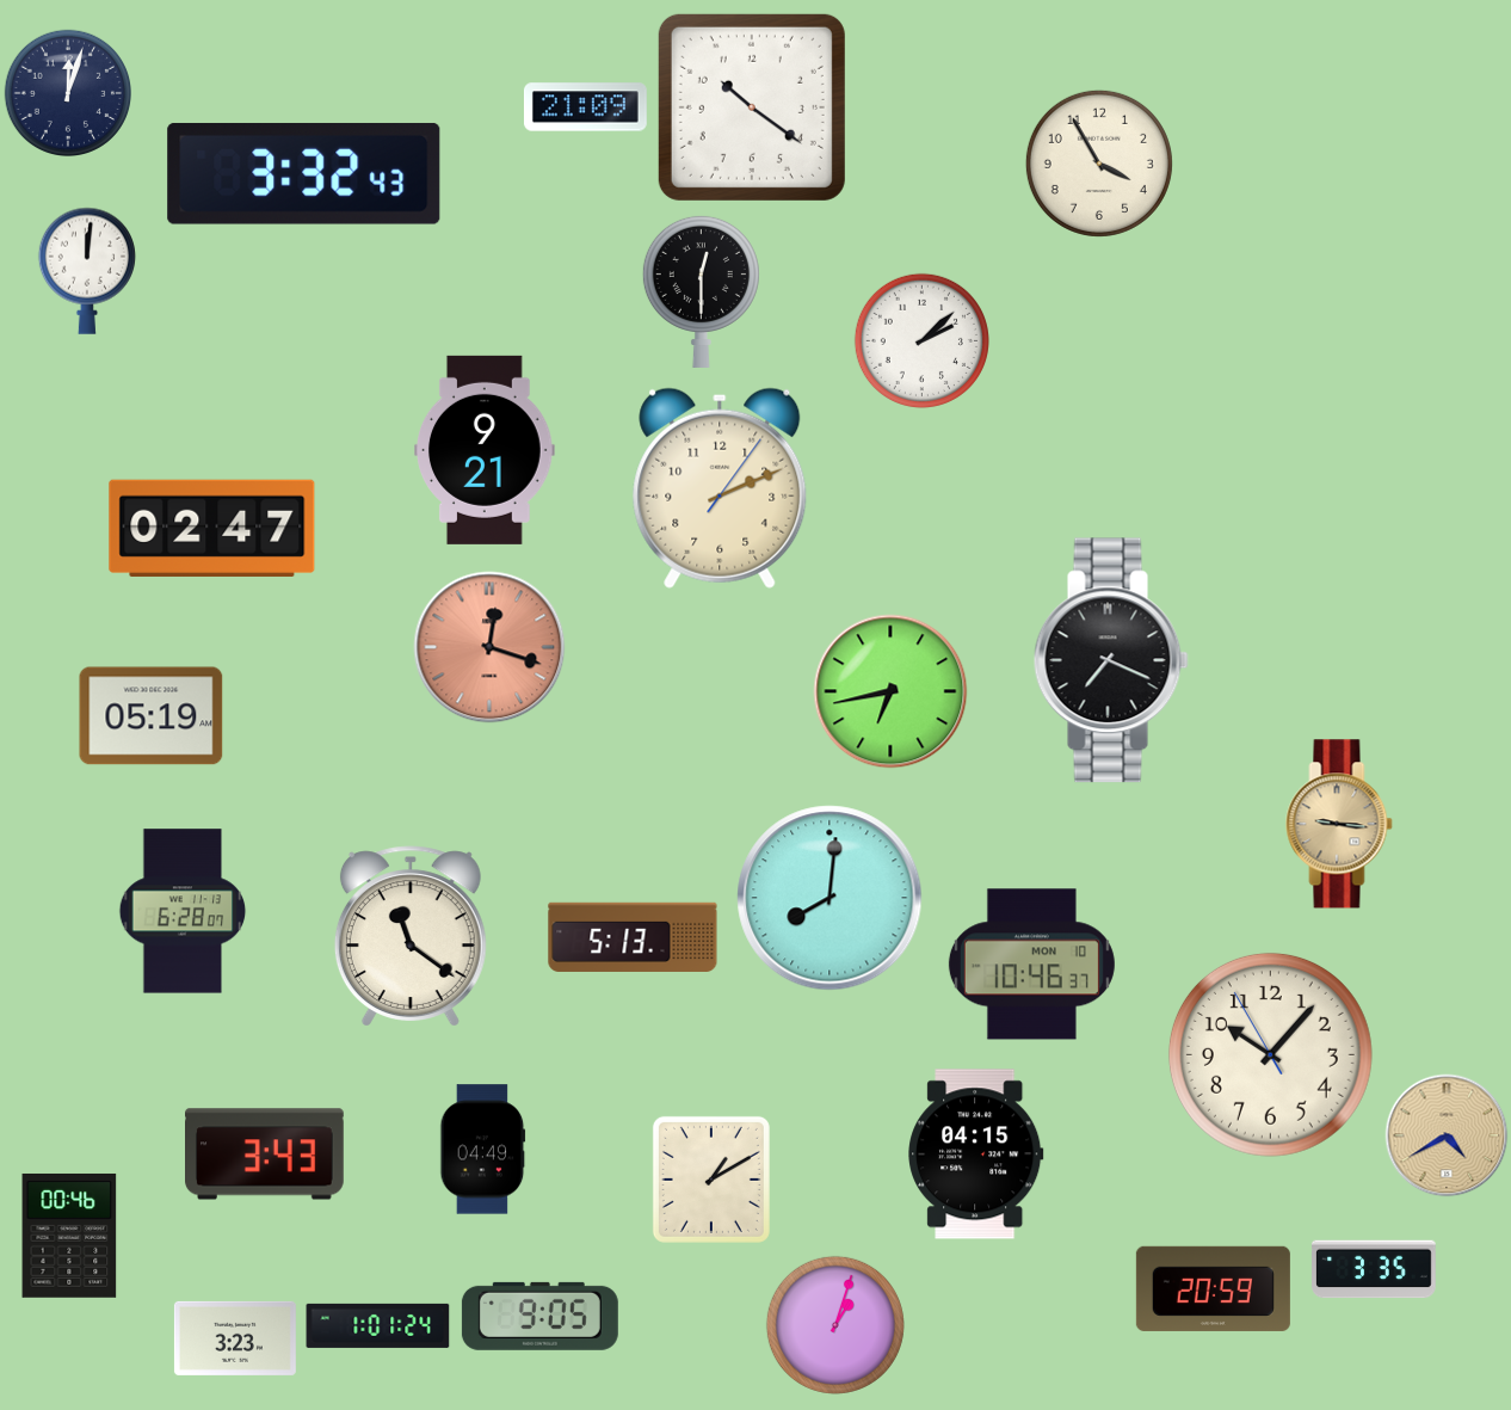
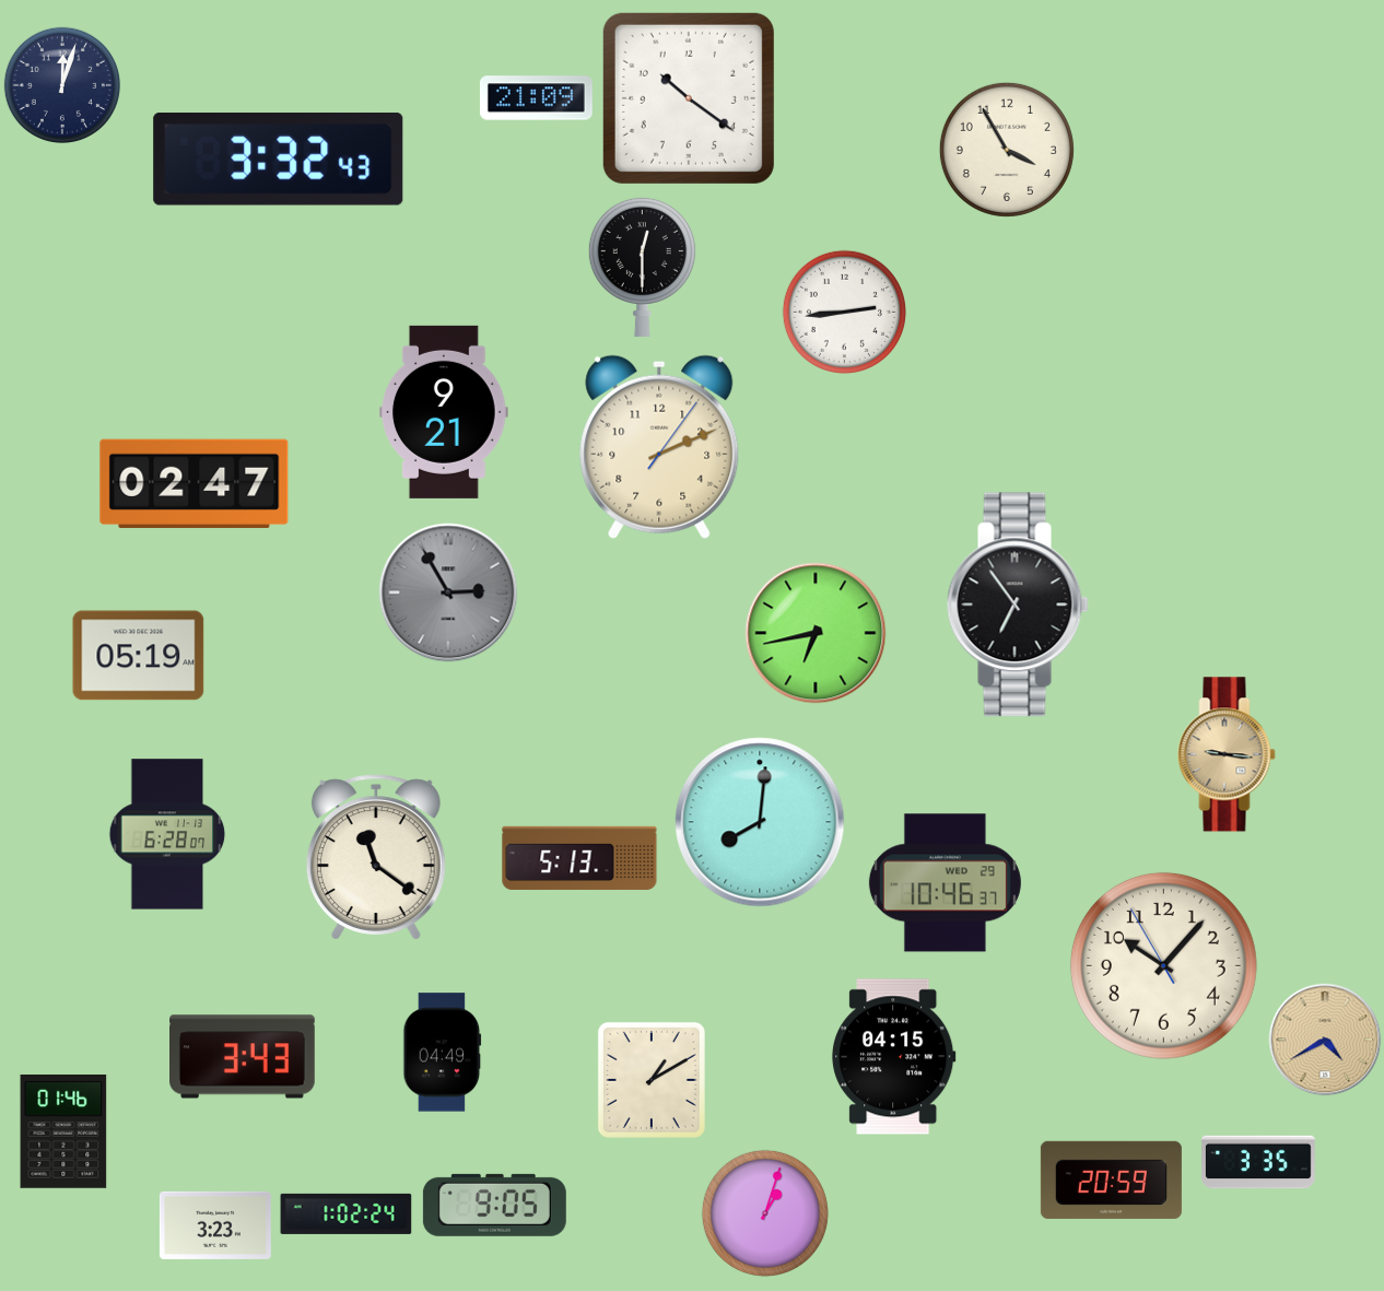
clock at (87, 271): 12:01 -> none
clock at (921, 340): 2:08 -> 2:44
clock at (489, 647): 12:18 -> 2:55
clock at (489, 647) dial: salmon -> grey
clock at (1111, 660): 7:19 -> 6:54
clock at (1031, 965) date: MON 10 -> WED 29
clock at (69, 1236): 00:46 -> 01:46
clock at (378, 1325): 1:01 -> 1:02
